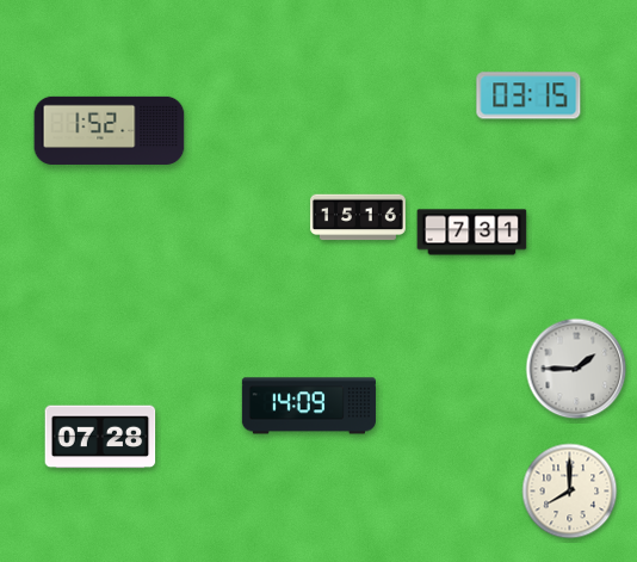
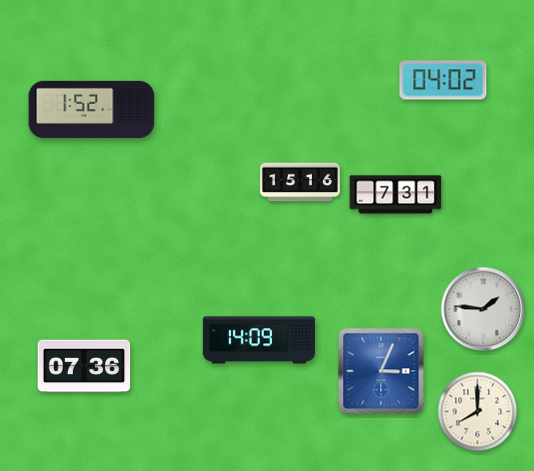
clock at (528, 95): 03:15 -> 04:02
clock at (576, 369): 1:45 -> 1:46
clock at (100, 437): 07:28 -> 07:36
clock at (381, 371): none -> 3:04
